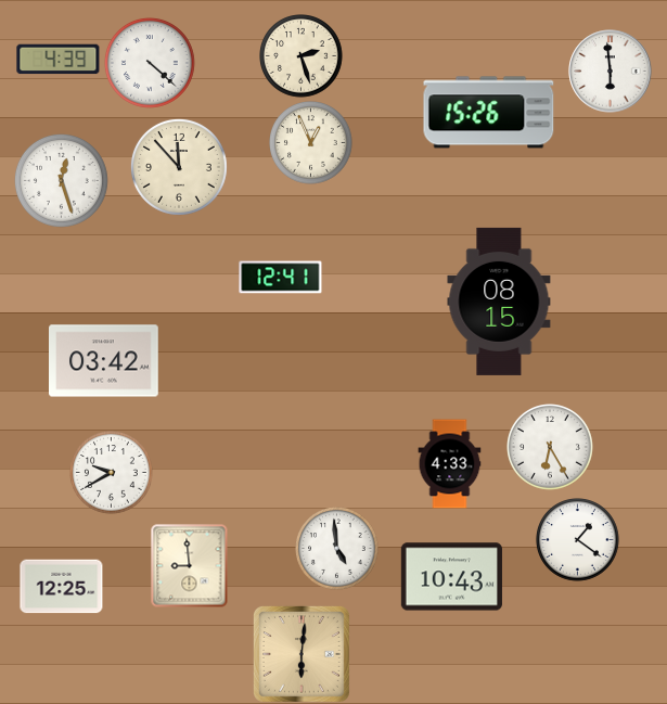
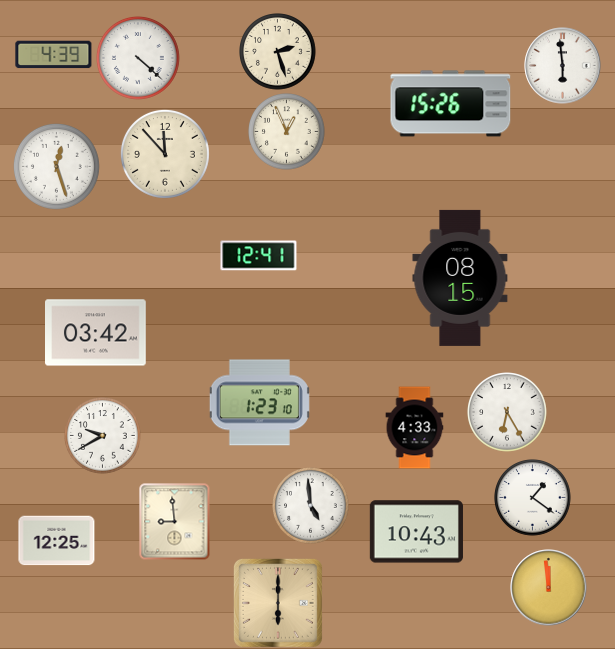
clock at (259, 403): none -> 1:23
clock at (549, 588): none -> 11:59
clock at (302, 654): 6:01 -> 6:00
